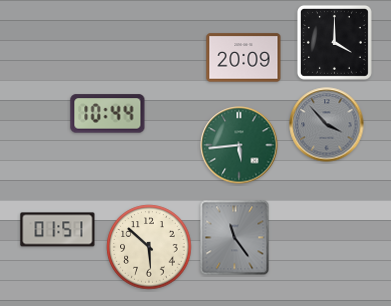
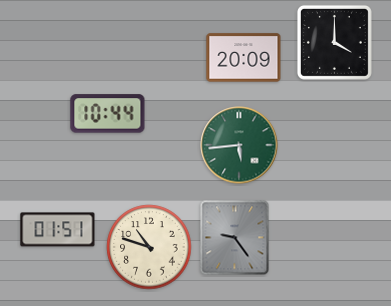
clock at (327, 125): 3:53 -> none
clock at (235, 238): 11:24 -> 9:24
clock at (149, 247): 5:52 -> 10:48
